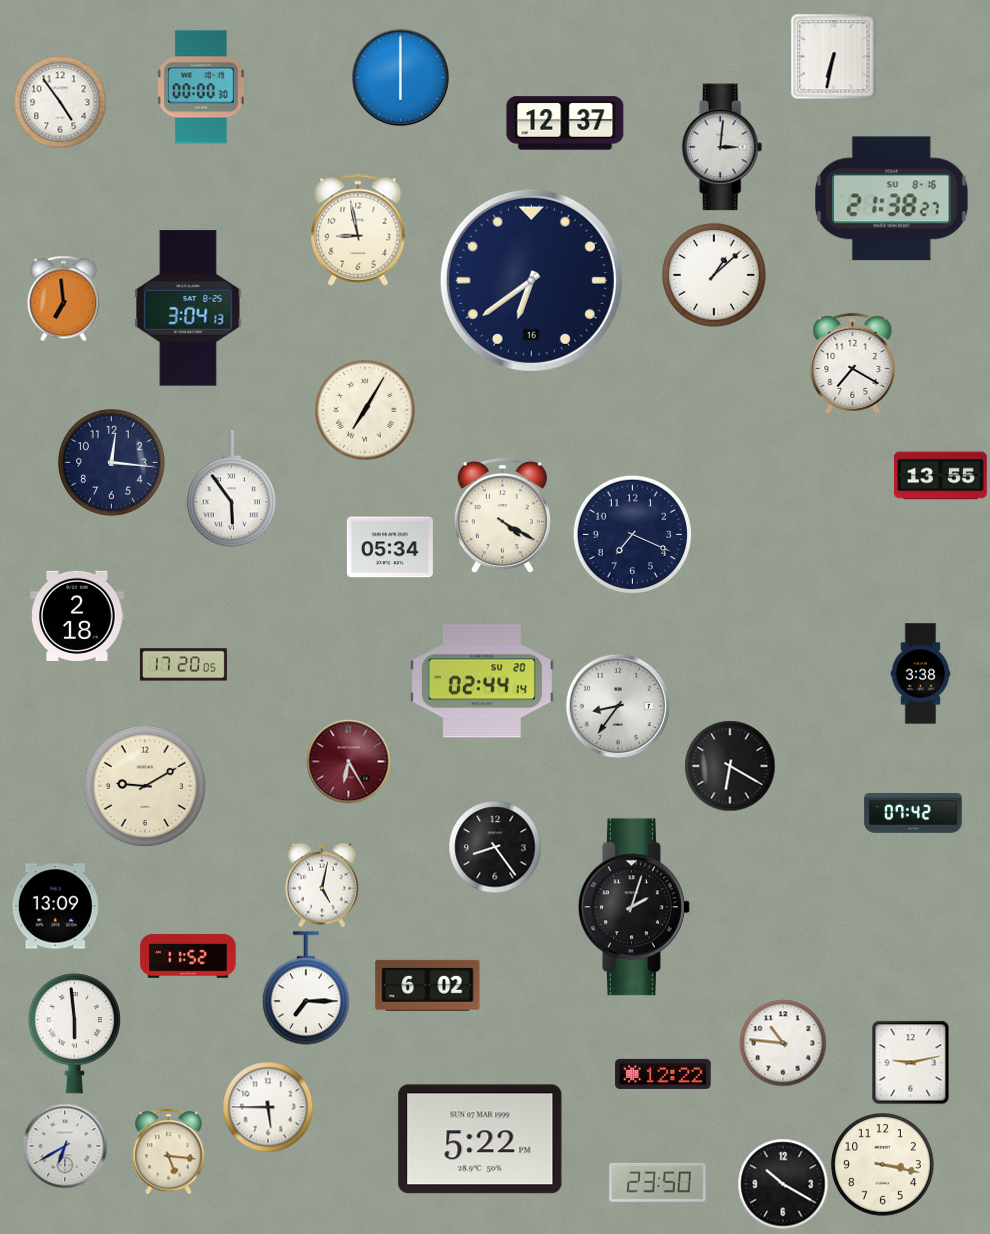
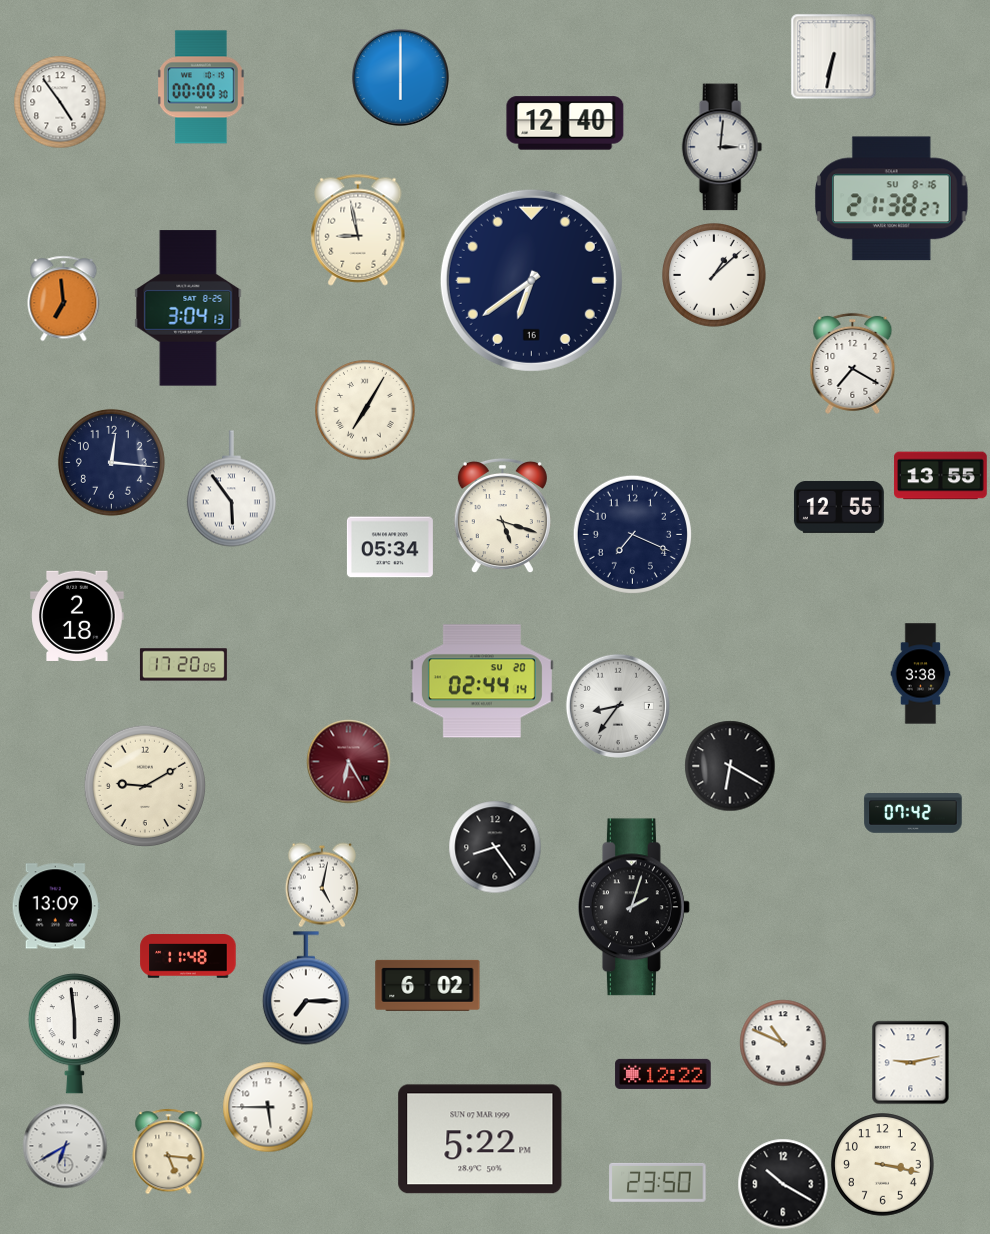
clock at (565, 123): 12:37 -> 12:40
clock at (839, 507): none -> 12:55
clock at (502, 515): 4:20 -> 5:18
clock at (188, 956): 11:52 -> 11:48
clock at (783, 1043): 10:46 -> 10:49
